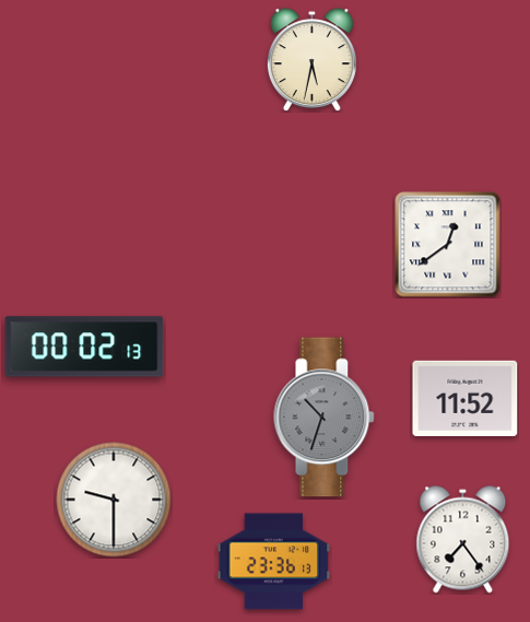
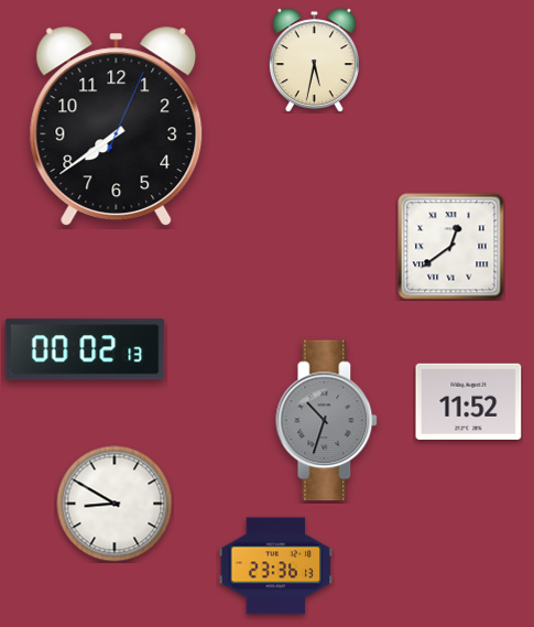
clock at (117, 126): none -> 7:39
clock at (114, 500): 9:30 -> 8:50
clock at (463, 540): 7:24 -> none
